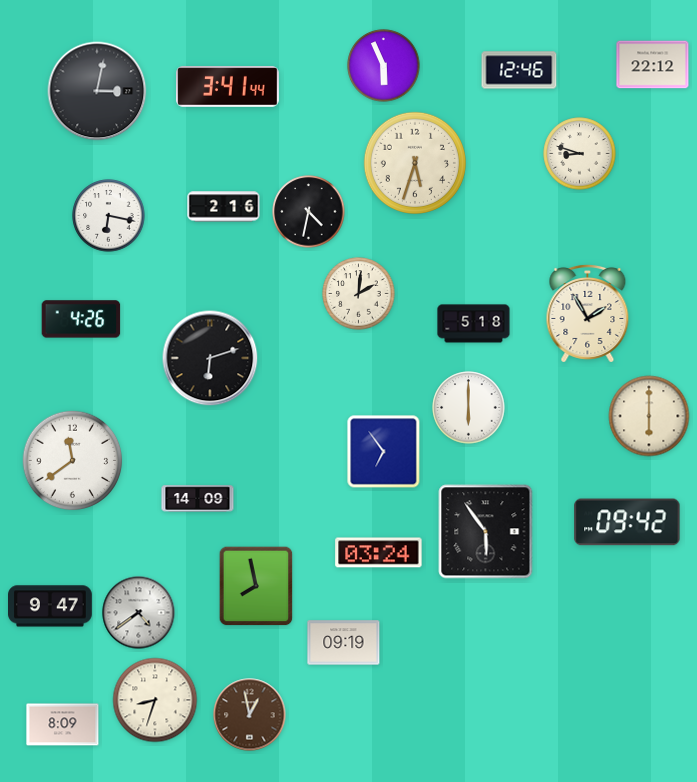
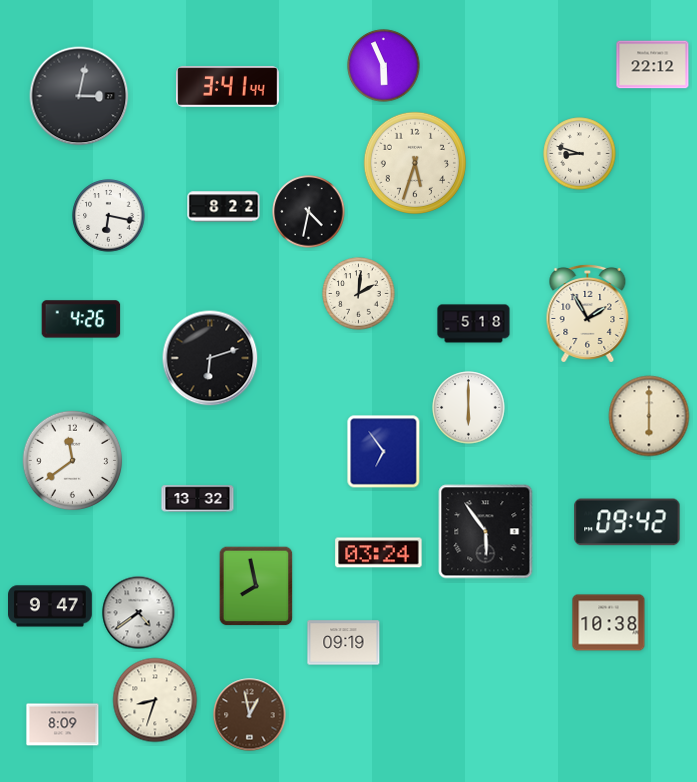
clock at (519, 70): 12:46 -> none
clock at (97, 91) position: (97, 91) -> (79, 96)
clock at (224, 207): 2:16 -> 8:22
clock at (198, 499): 14:09 -> 13:32
clock at (609, 623): none -> 10:38
